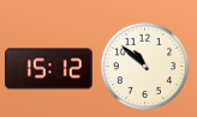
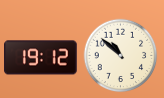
clock at (49, 69): 15:12 -> 19:12
